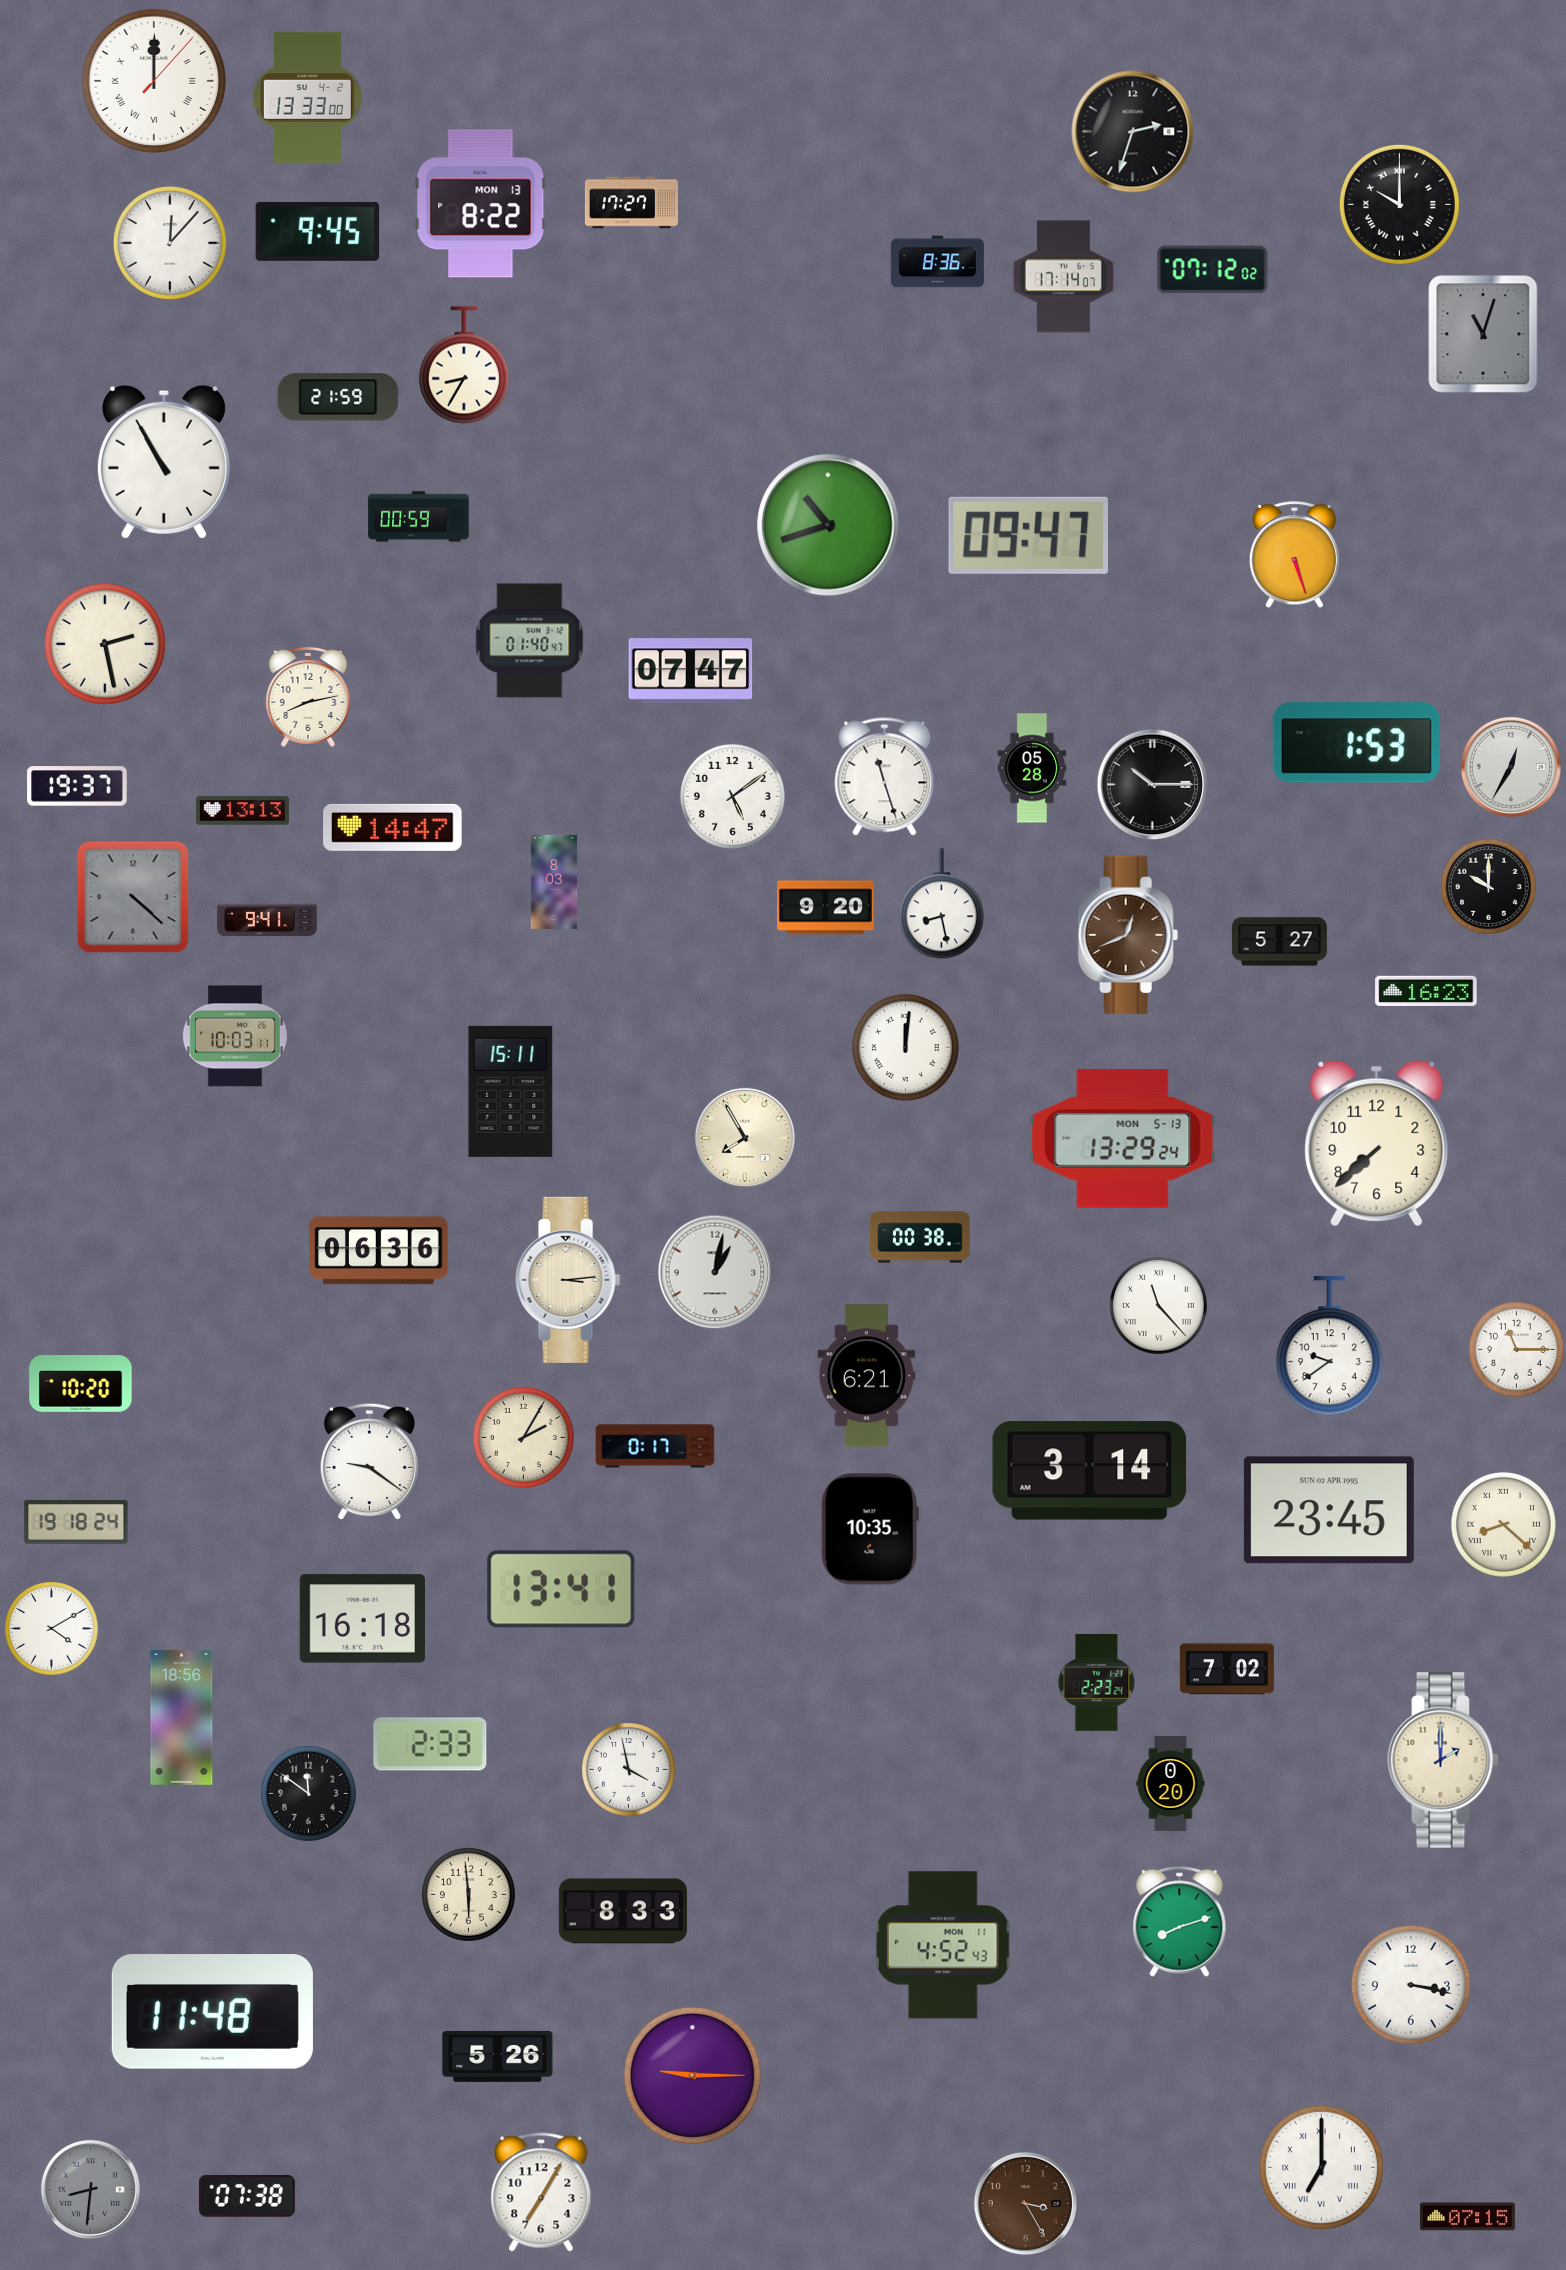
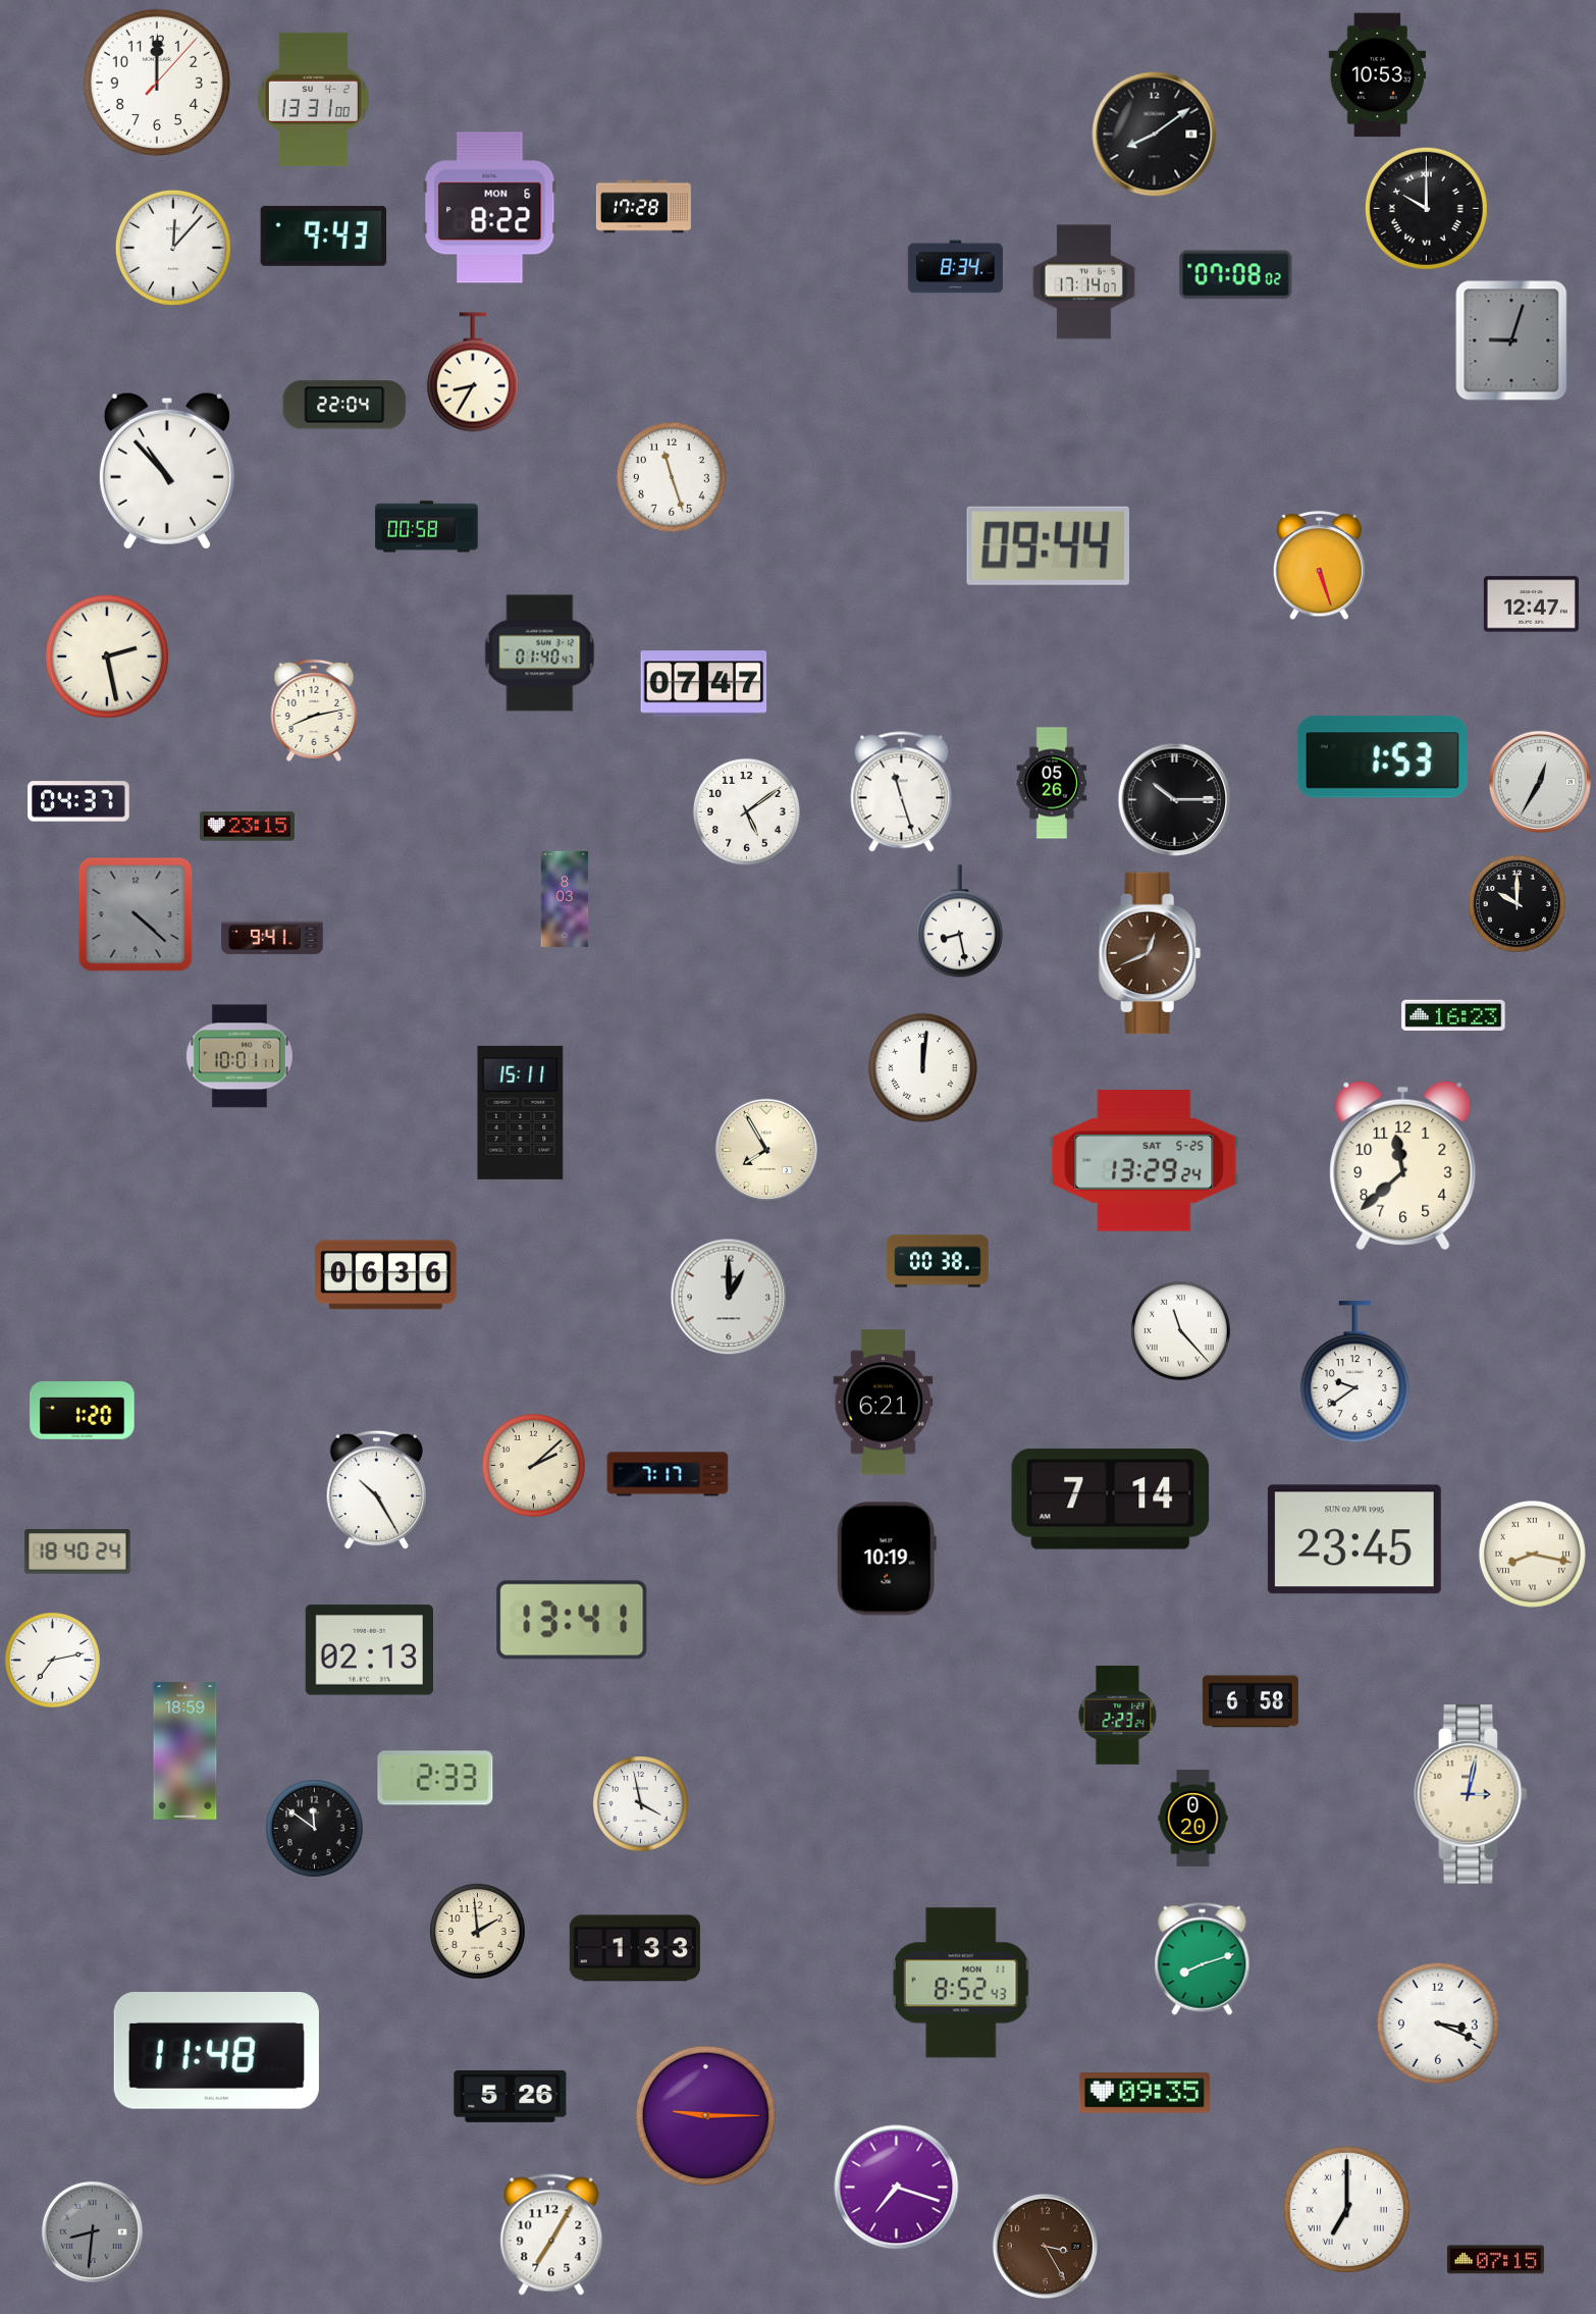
clock at (1378, 75): none -> 10:53
clock at (154, 81) numerals: Roman -> Arabic
clock at (307, 97): 13:33 -> 13:31
clock at (1133, 132): 2:33 -> 8:09
clock at (631, 203): 17:27 -> 17:28
clock at (481, 204) date: MON 13 -> MON 6
clock at (318, 231): 9:45 -> 9:43
clock at (937, 262): 8:36 -> 8:34
clock at (1213, 270): 07:12 -> 07:08
clock at (1483, 334): 11:03 -> 9:03
clock at (338, 397): 21:59 -> 22:04
clock at (164, 462): 10:55 -> 10:53
clock at (672, 477): none -> 11:27
clock at (419, 517): 00:59 -> 00:58
clock at (828, 525): 10:42 -> none
clock at (1028, 535): 09:47 -> 09:44
clock at (1531, 604): none -> 12:47
clock at (1032, 768): 05:28 -> 05:26
clock at (77, 786): 19:37 -> 04:37
clock at (242, 811): 13:13 -> 23:15
clock at (393, 827): 14:47 -> none
clock at (826, 908): 9:20 -> none
clock at (1279, 942): 5:27 -> none
clock at (1426, 991) position: (1426, 991) -> (1453, 1015)
clock at (235, 1036): 10:03 -> 10:01
clock at (745, 1138) position: (745, 1138) -> (766, 1150)
clock at (1123, 1139) date: MON 5-13 -> SAT 5-25
clock at (1377, 1144): 7:38 -> 11:38
clock at (715, 1272): 1:02 -> 1:00
clock at (568, 1280): 3:14 -> none
clock at (1517, 1350): 11:15 -> none
clock at (81, 1384): 10:20 -> 1:20
clock at (523, 1437): 2:05 -> 2:08
clock at (655, 1446): 0:17 -> 7:17
clock at (370, 1462): 9:21 -> 10:25
clock at (1090, 1471): 3:14 -> 7:14
clock at (76, 1522): 19:18 -> 18:40
clock at (1503, 1524): 8:22 -> 8:17
clock at (870, 1529): 10:35 -> 10:19
clock at (362, 1619): 16:18 -> 02:13
clock at (52, 1629): 4:10 -> 7:13
clock at (1227, 1669): 7:02 -> 6:58
clock at (182, 1718): 18:56 -> 18:59
clock at (430, 1744) position: (430, 1744) -> (435, 1778)
clock at (1443, 1760): 2:00 -> 3:02
clock at (469, 1895): 5:59 -> 1:59
clock at (623, 1911): 8:33 -> 1:33
clock at (943, 1945): 4:52 -> 8:52
clock at (1411, 1985): 3:17 -> 3:19
clock at (1145, 2093): none -> 09:35
clock at (498, 2056) position: (498, 2056) -> (511, 2096)
clock at (897, 2188): none -> 7:18
clock at (247, 2196): 07:38 -> none
